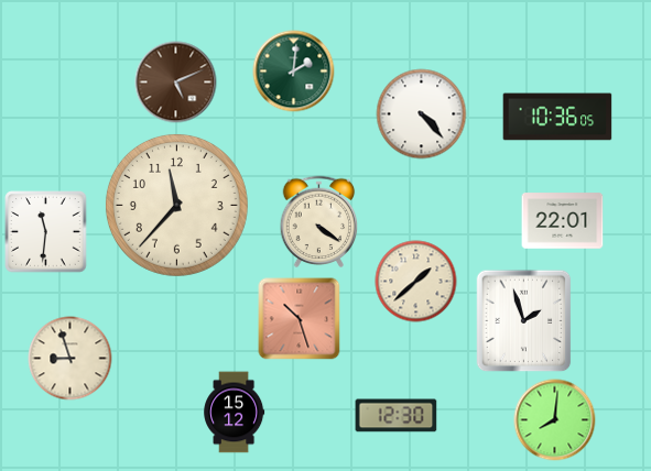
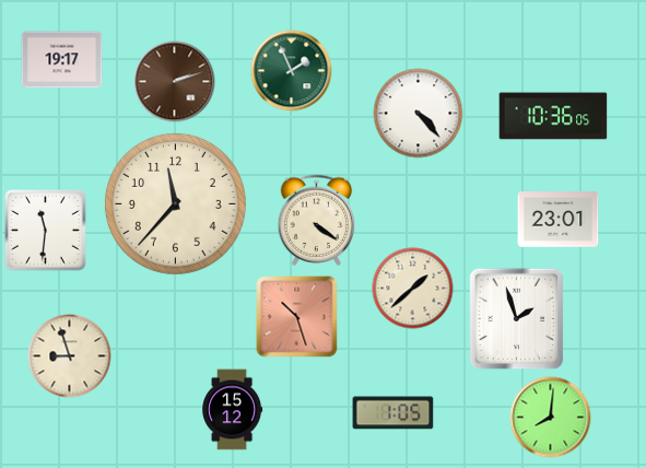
clock at (62, 60): none -> 19:17
clock at (294, 72): 2:01 -> 1:56
clock at (176, 83): 5:11 -> 2:12
clock at (563, 221): 22:01 -> 23:01
clock at (416, 282) position: (416, 282) -> (413, 289)
clock at (524, 321) position: (524, 321) -> (517, 319)
clock at (397, 416): 12:30 -> 1:05
